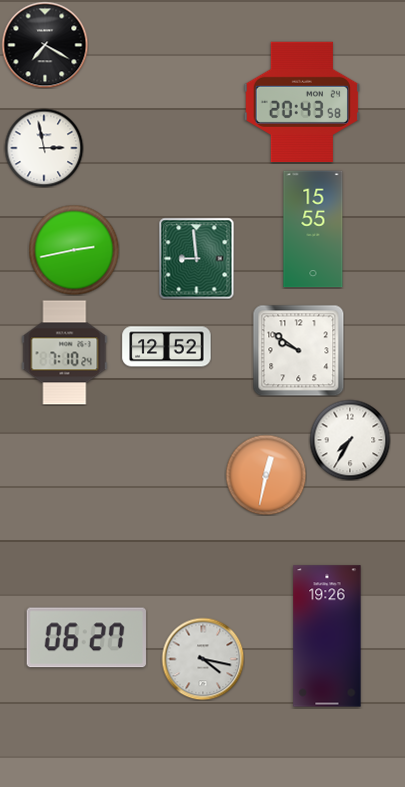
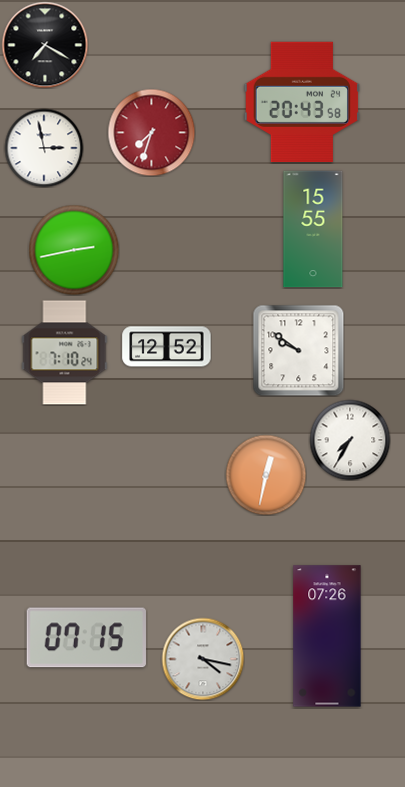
clock at (151, 132): none -> 7:33
clock at (197, 258): 8:59 -> none
clock at (327, 636): 19:26 -> 07:26
clock at (86, 638): 06:27 -> 07:15
